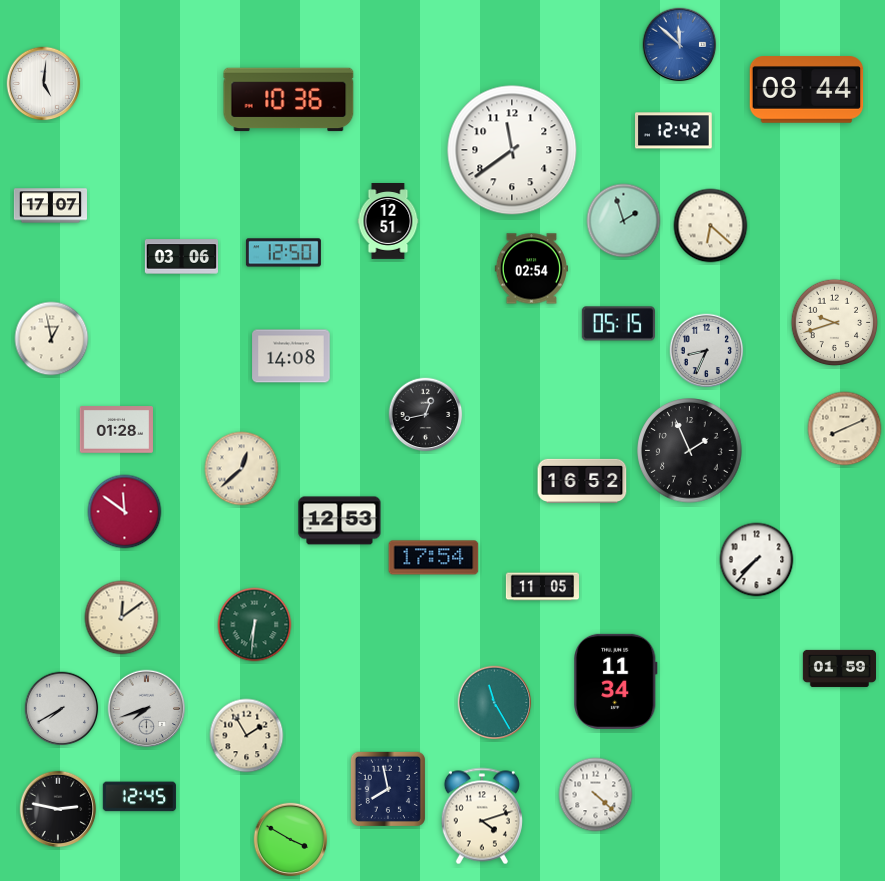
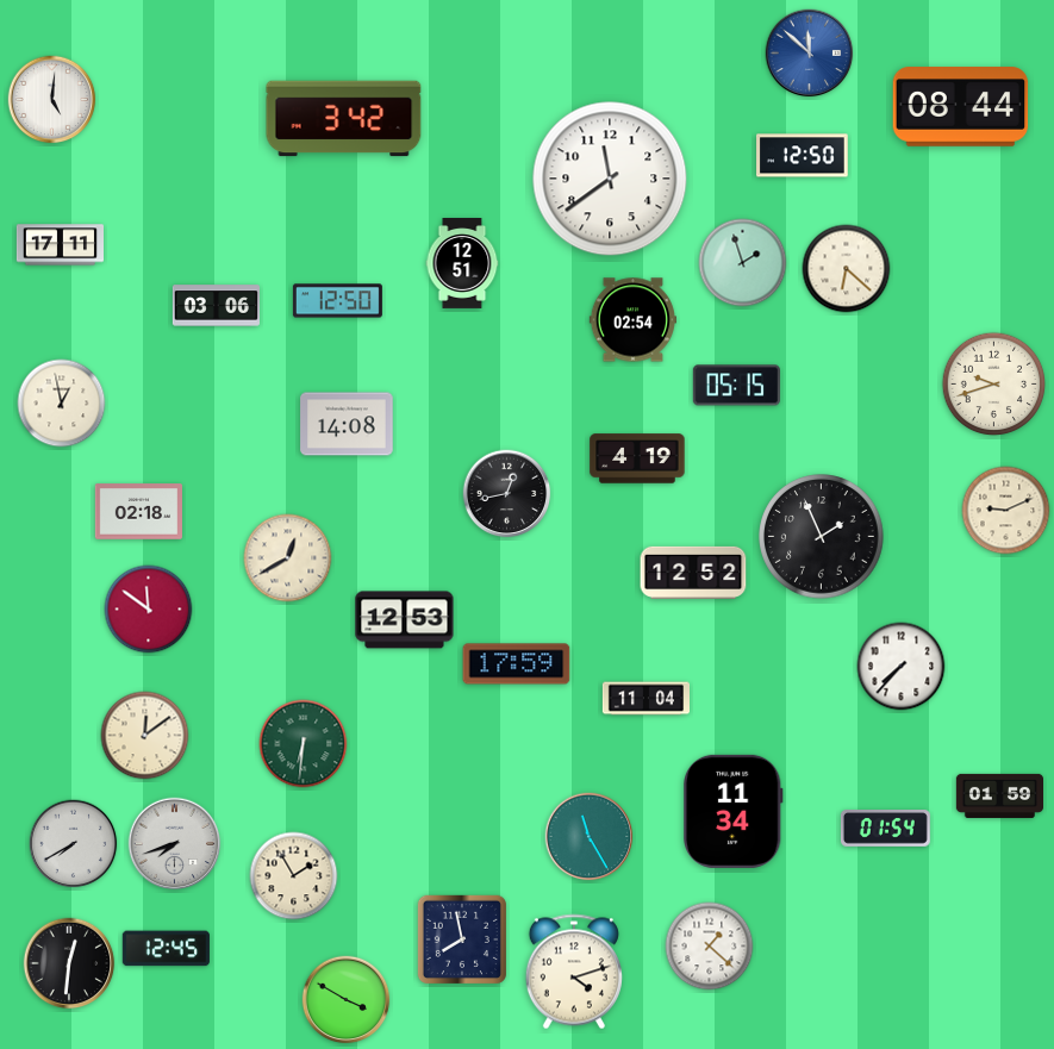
clock at (289, 100): 10:36 -> 3:42
clock at (674, 131): 12:42 -> 12:50
clock at (50, 206): 17:07 -> 17:11
clock at (707, 351): 8:34 -> none
clock at (637, 458): none -> 4:19
clock at (845, 429): 8:11 -> 9:11
clock at (116, 430): 01:28 -> 02:18
clock at (242, 469): 12:38 -> 12:40
clock at (582, 481): 16:52 -> 12:52
clock at (434, 558): 17:54 -> 17:59
clock at (542, 587): 11:05 -> 11:04
clock at (885, 829): none -> 01:54
clock at (596, 795): 4:22 -> 1:22
clock at (58, 809): 2:47 -> 12:31
